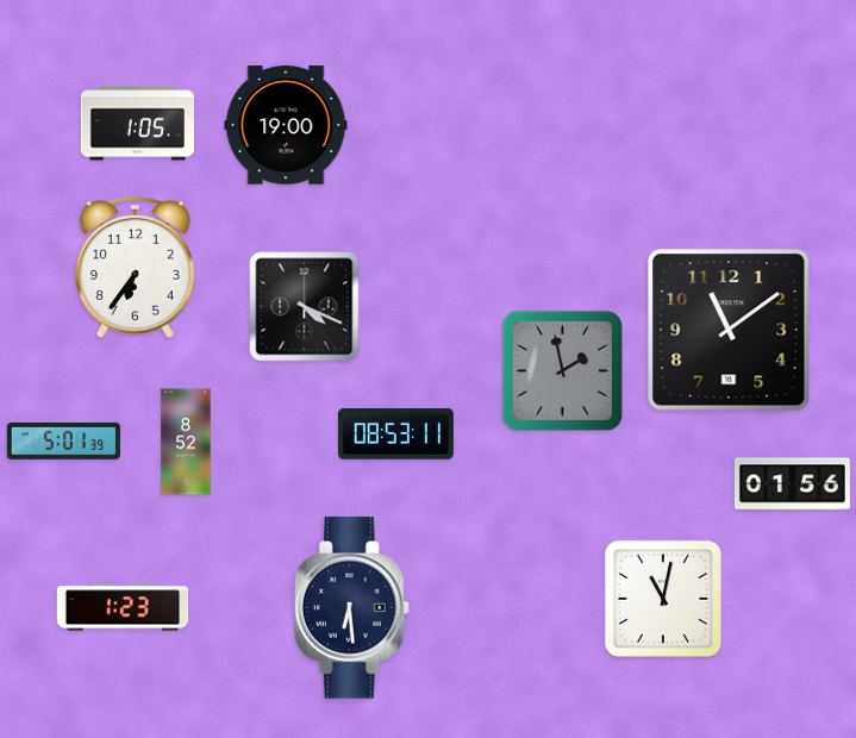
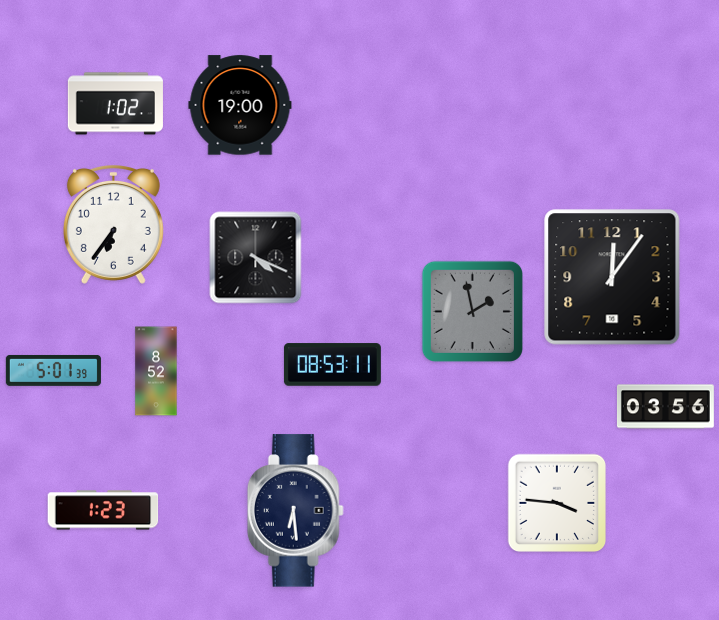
clock at (137, 124): 1:05 -> 1:02
clock at (729, 330): 11:09 -> 12:06
clock at (792, 484): 01:56 -> 03:56
clock at (663, 599): 11:02 -> 3:46
